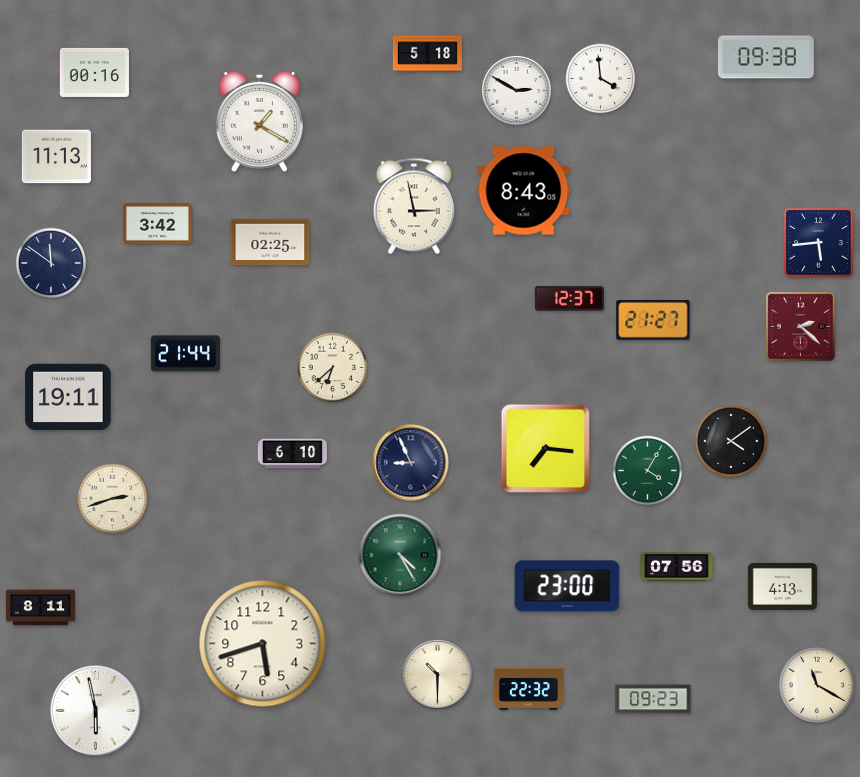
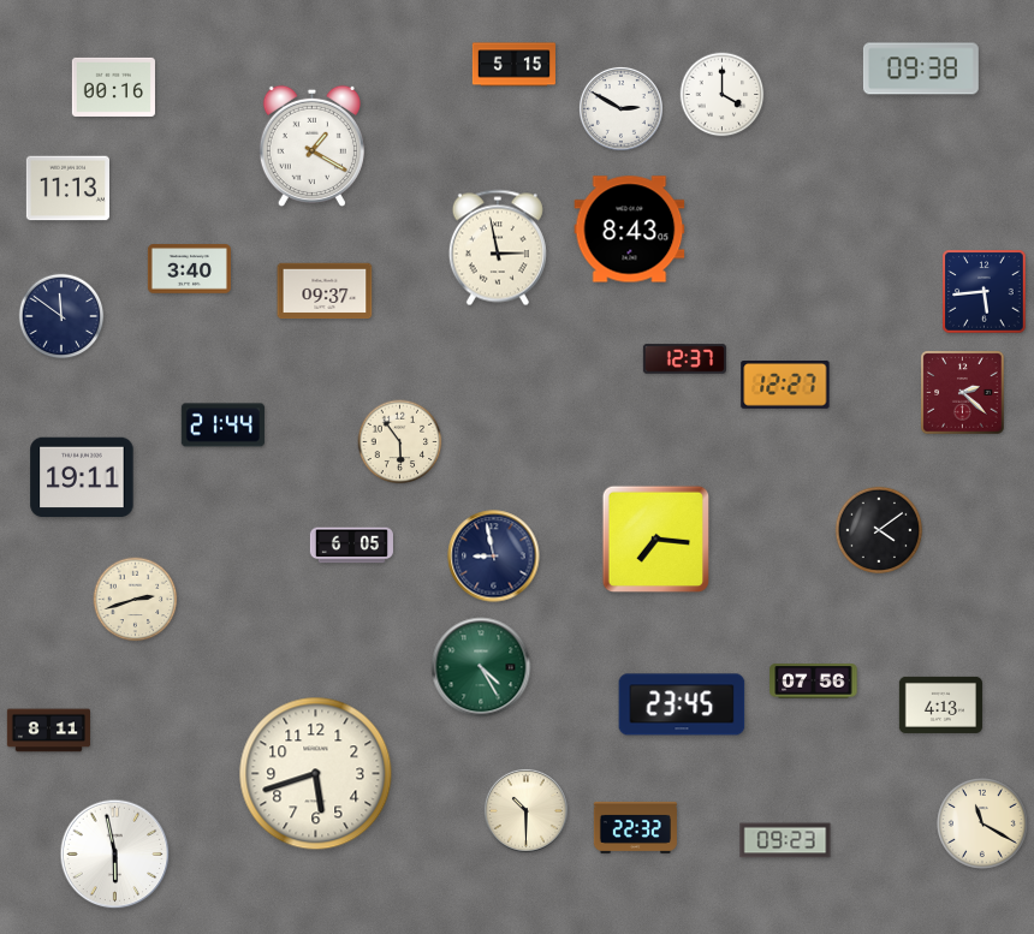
clock at (427, 54): 5:18 -> 5:15
clock at (601, 79): 3:59 -> 4:00
clock at (157, 224): 3:42 -> 3:40
clock at (270, 242): 02:25 -> 09:37
clock at (653, 320): 21:27 -> 12:27
clock at (333, 368): 6:38 -> 5:54
clock at (292, 454): 6:10 -> 6:05
clock at (411, 463): 8:56 -> 8:58
clock at (648, 471): 4:05 -> none
clock at (567, 586): 23:00 -> 23:45
